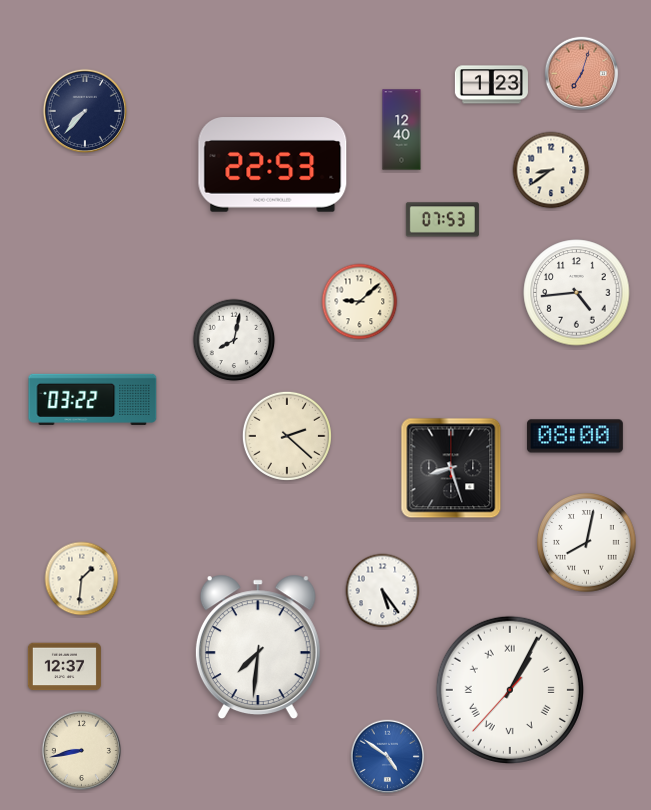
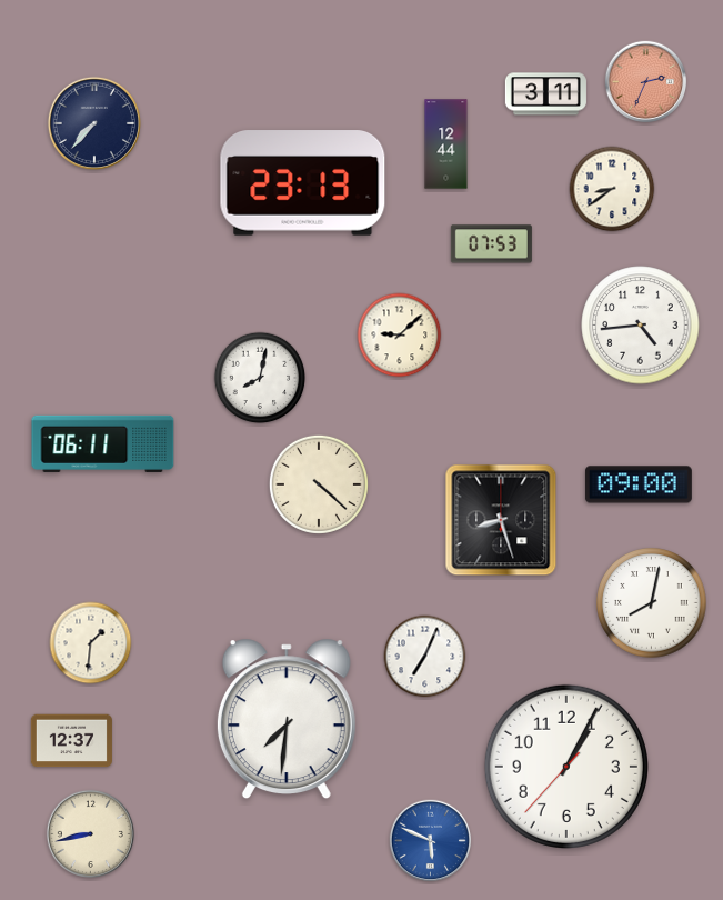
clock at (582, 74): 7:03 -> 2:34
clock at (491, 85): 1:23 -> 3:11
clock at (402, 130): 12:40 -> 12:44
clock at (273, 165): 22:53 -> 23:13
clock at (93, 399): 03:22 -> 06:11
clock at (287, 436): 2:22 -> 4:22
clock at (575, 436): 08:00 -> 09:00
clock at (383, 591): 5:24 -> 7:04
clock at (510, 690) numerals: Roman -> Arabic
clock at (388, 757): 4:51 -> 5:49
